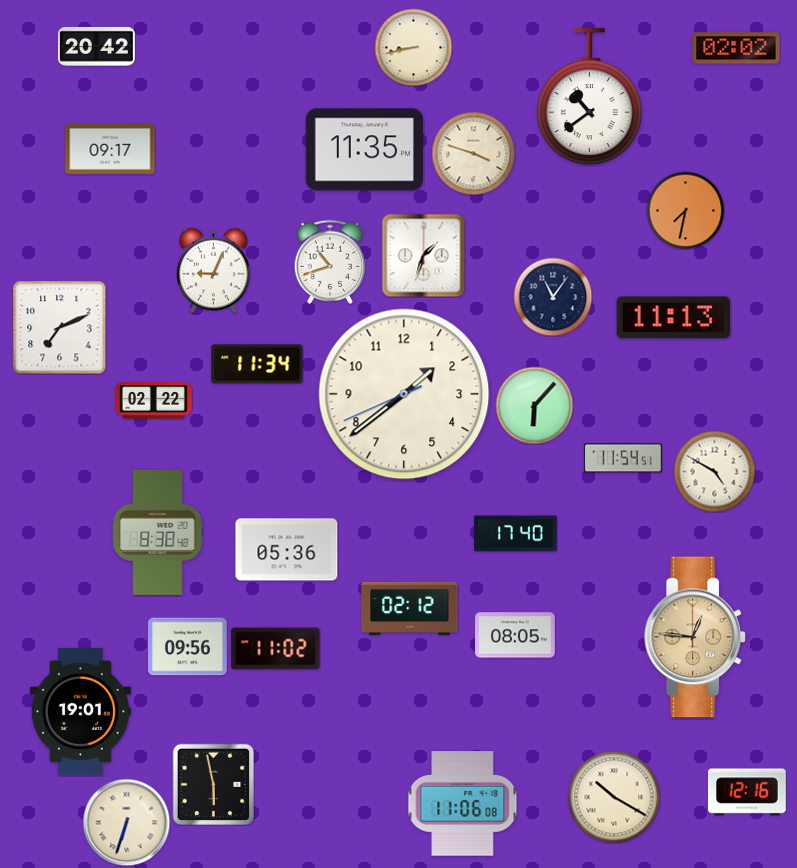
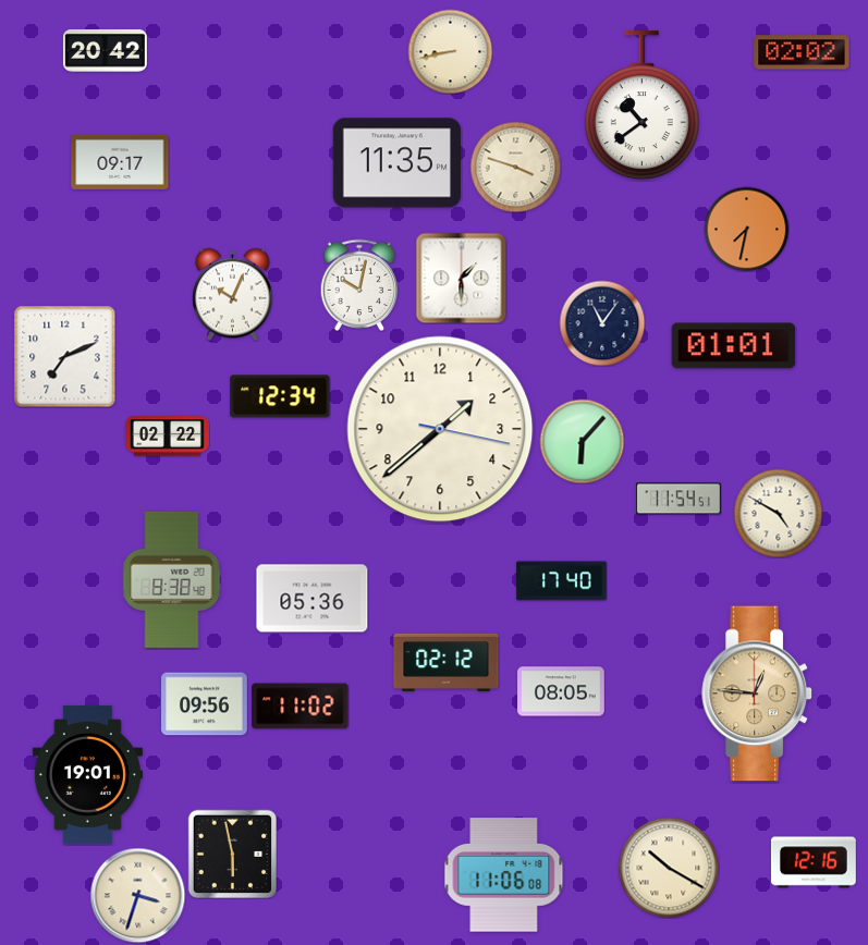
clock at (423, 255): 1:33 -> 1:30
clock at (330, 262): 10:42 -> 10:02
clock at (213, 270): 9:04 -> 10:04
clock at (674, 318): 11:13 -> 01:01
clock at (257, 364): 11:34 -> 12:34
clock at (404, 394): 1:38:41 -> 1:38:17
clock at (126, 822): 6:33 -> 3:33
